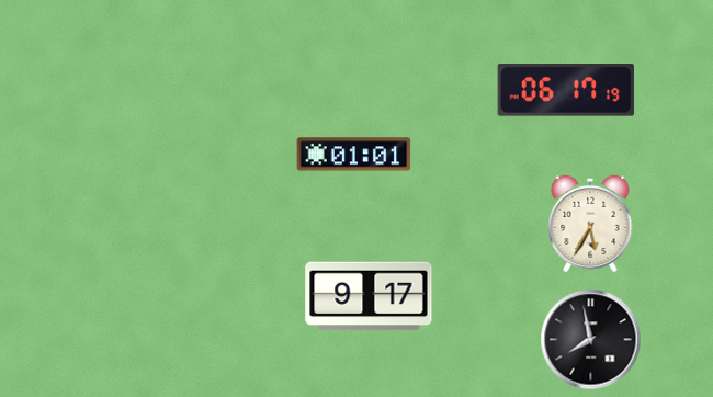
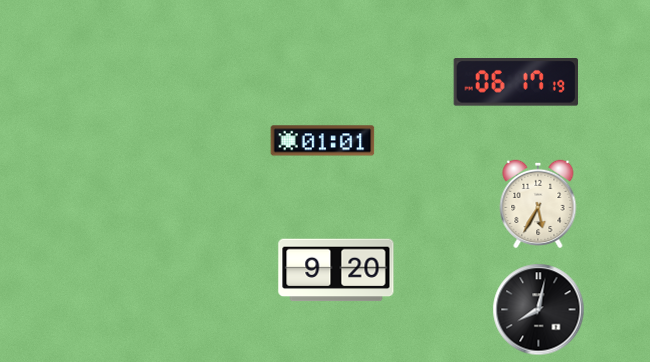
clock at (369, 296): 9:17 -> 9:20
clock at (591, 340): 7:58 -> 8:02
